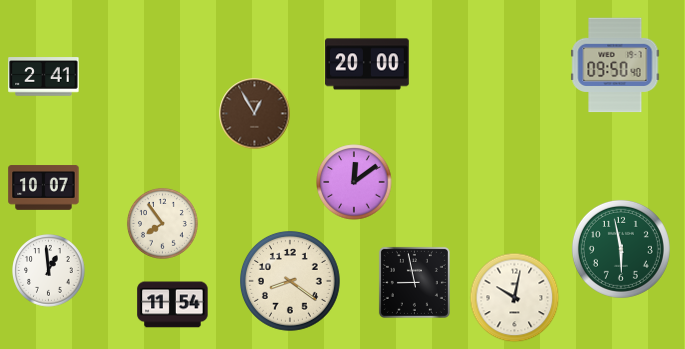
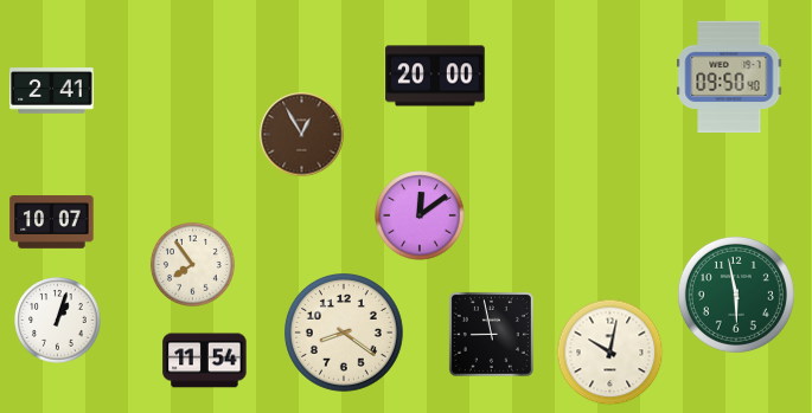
clock at (49, 271): 12:59 -> 1:03
